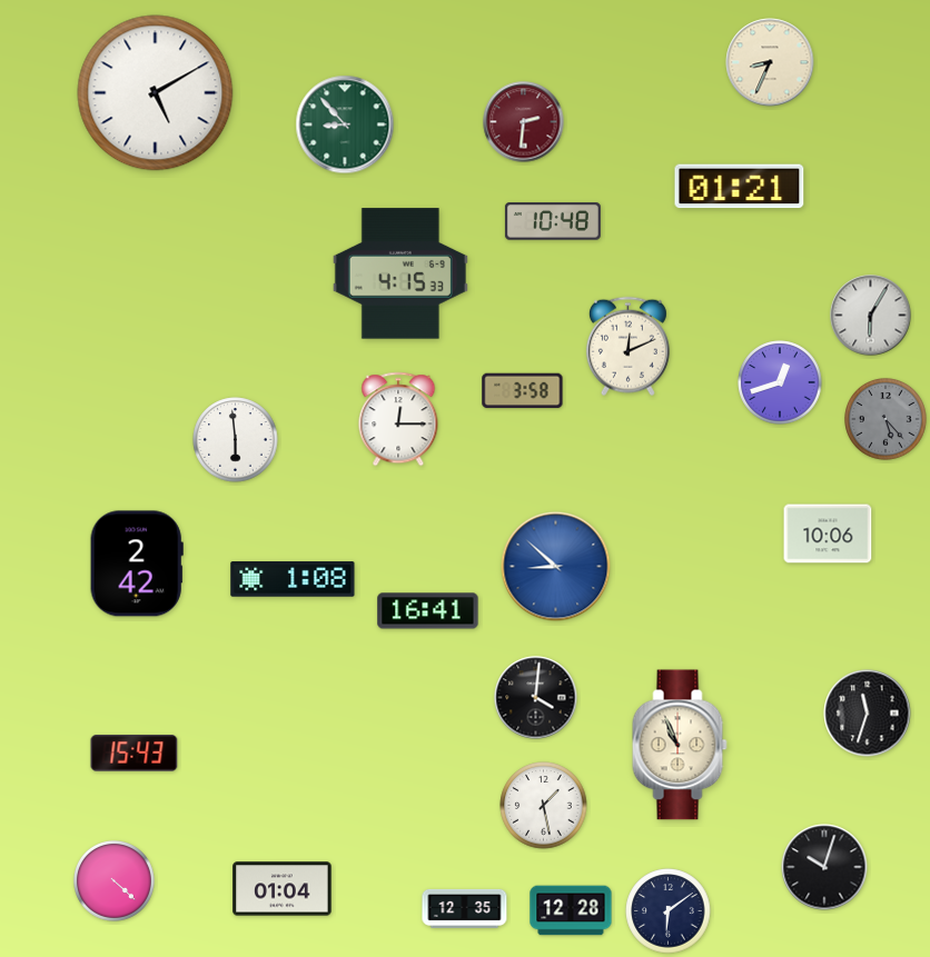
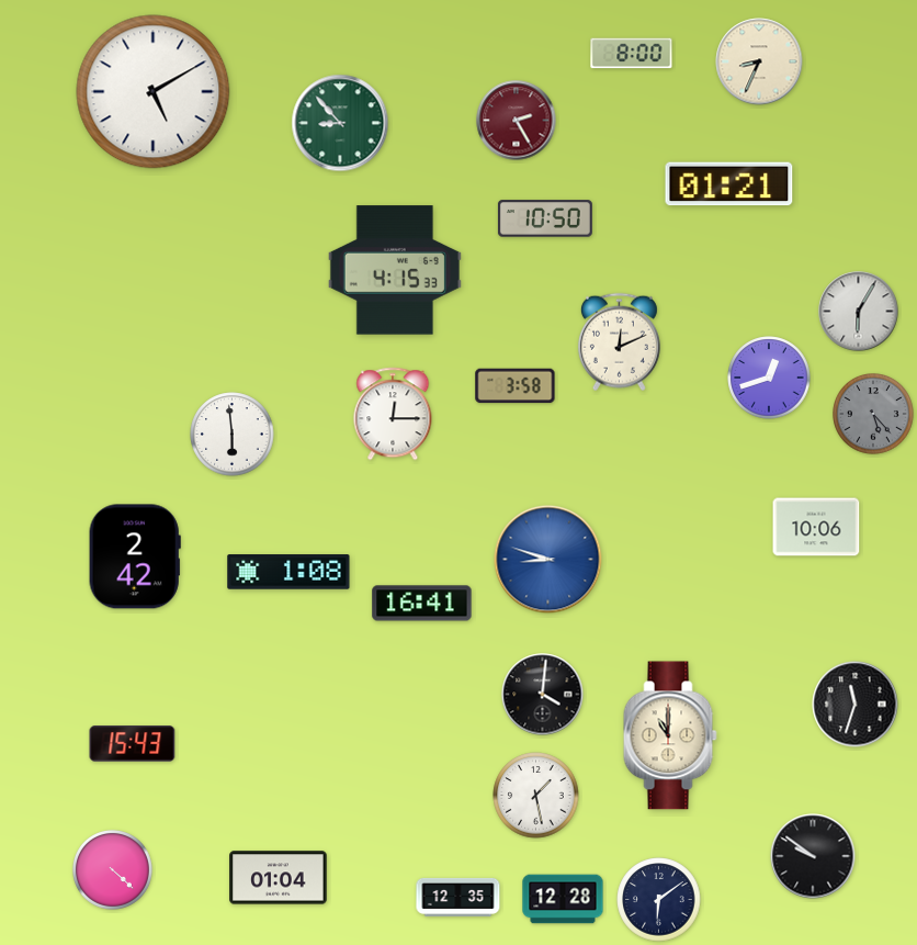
clock at (632, 54): none -> 8:00
clock at (524, 122): 2:31 -> 2:25
clock at (553, 221): 10:48 -> 10:50
clock at (556, 567): 8:52 -> 8:48
clock at (536, 698) position: (536, 698) -> (543, 695)
clock at (680, 745): 10:56 -> 11:00
clock at (824, 867): 10:03 -> 9:51
